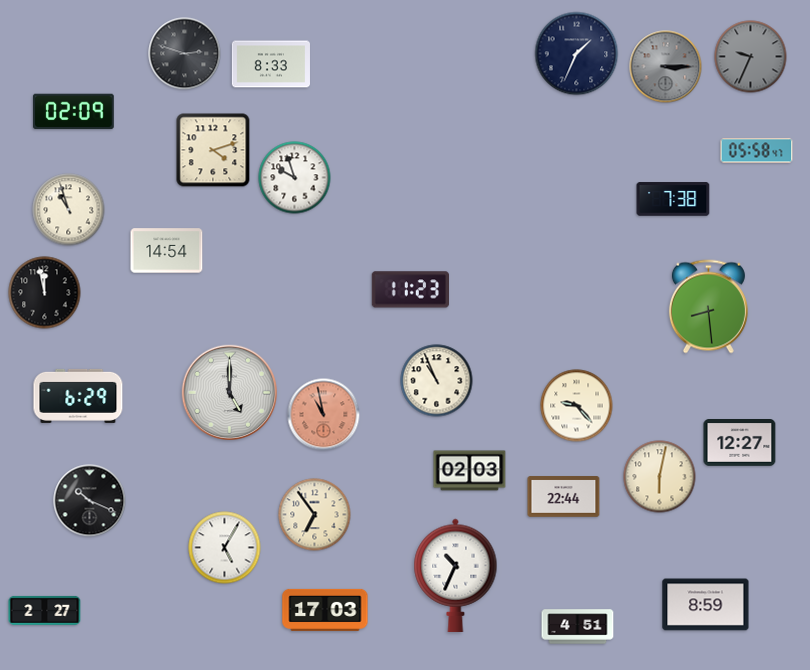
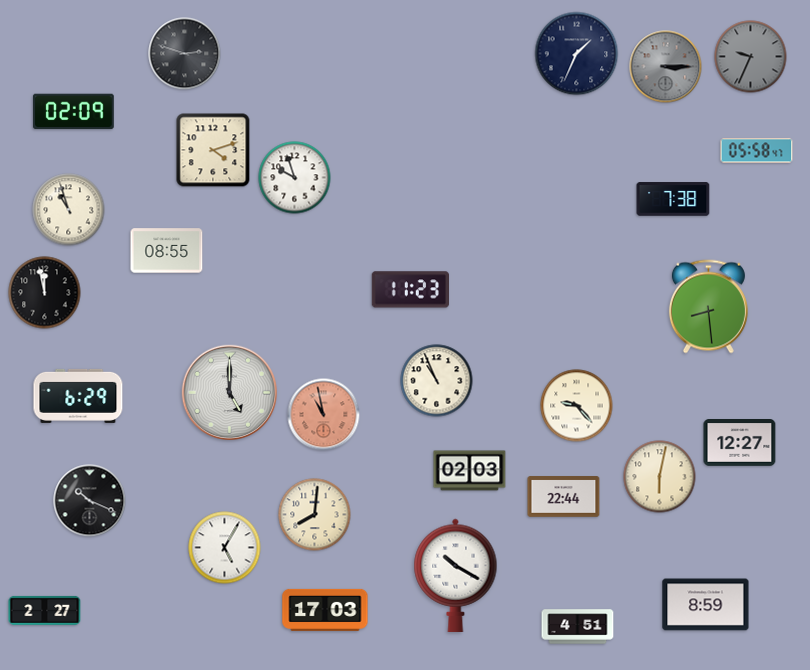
clock at (271, 64): 8:33 -> none
clock at (167, 251): 14:54 -> 08:55
clock at (315, 515): 6:54 -> 8:01
clock at (456, 575): 10:34 -> 10:20
